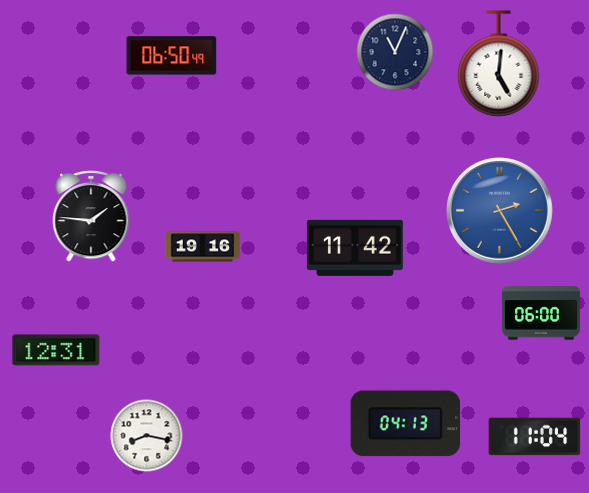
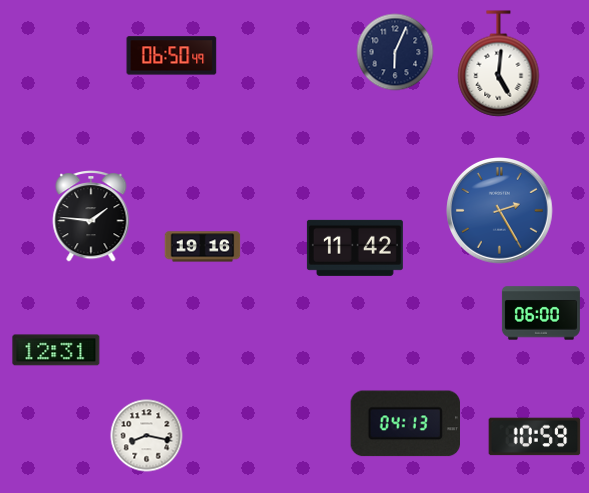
clock at (395, 52): 11:04 -> 6:04
clock at (535, 437): 11:04 -> 10:59
